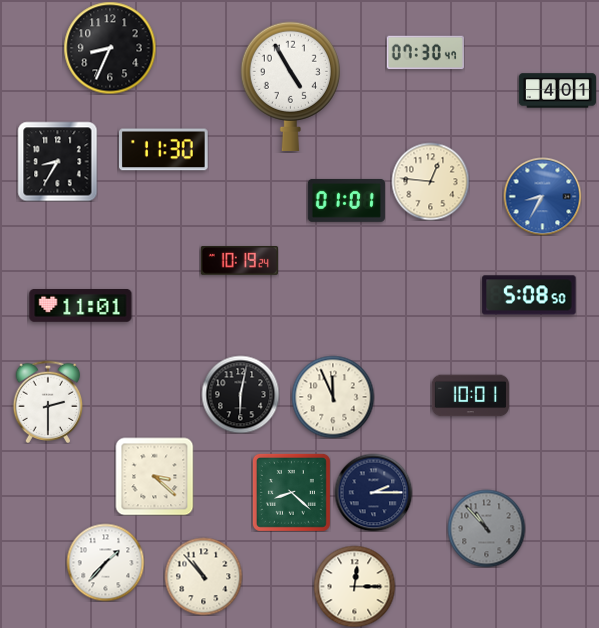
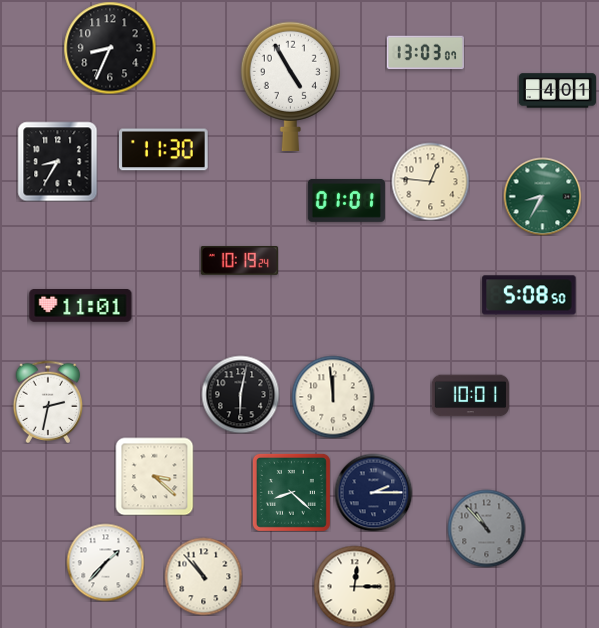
clock at (425, 53): 07:30 -> 13:03
clock at (542, 196) dial: blue -> green
clock at (333, 397): 11:56 -> 11:59
clock at (48, 402): 2:30 -> 2:32
